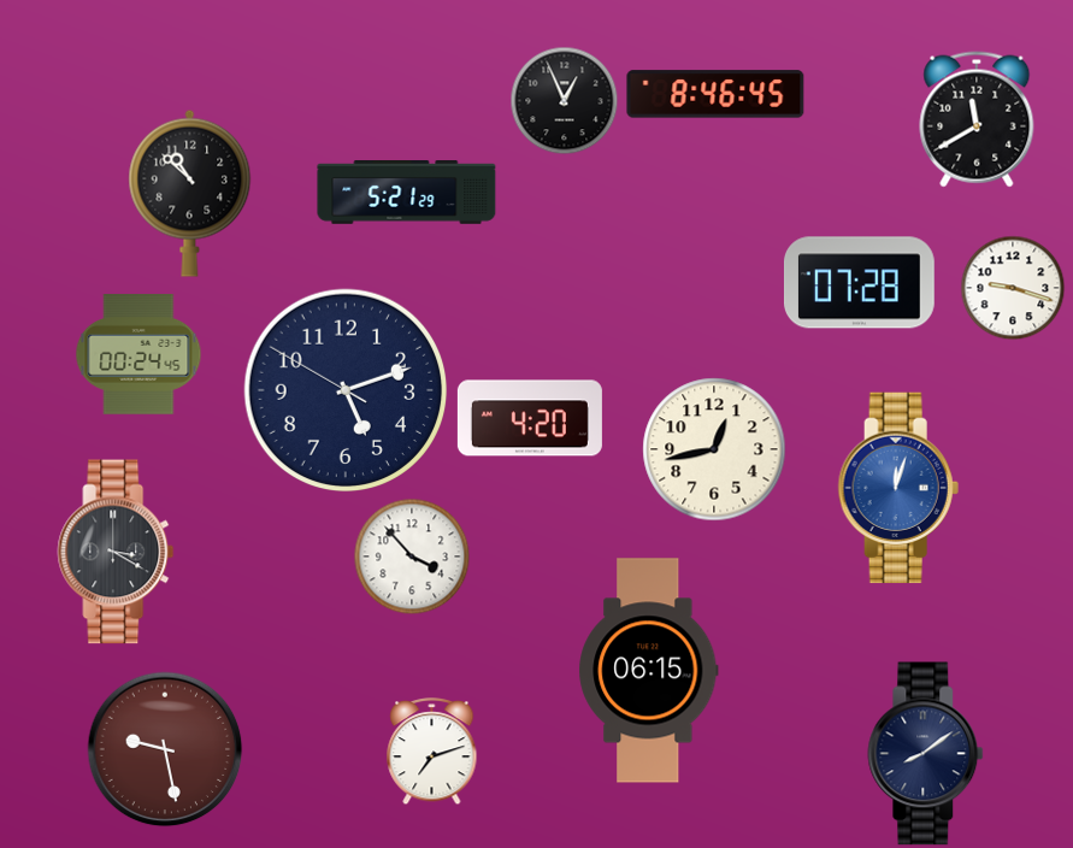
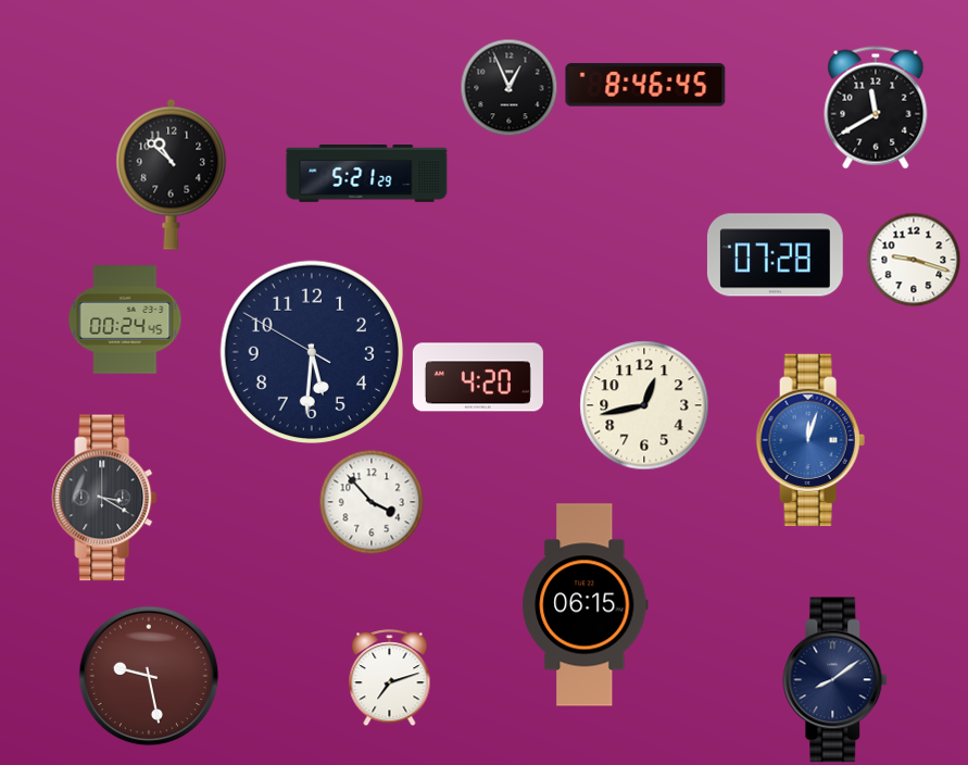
clock at (564, 100) position: (564, 100) -> (508, 87)
clock at (977, 119) position: (977, 119) -> (876, 108)
clock at (346, 390): 5:11 -> 5:30
